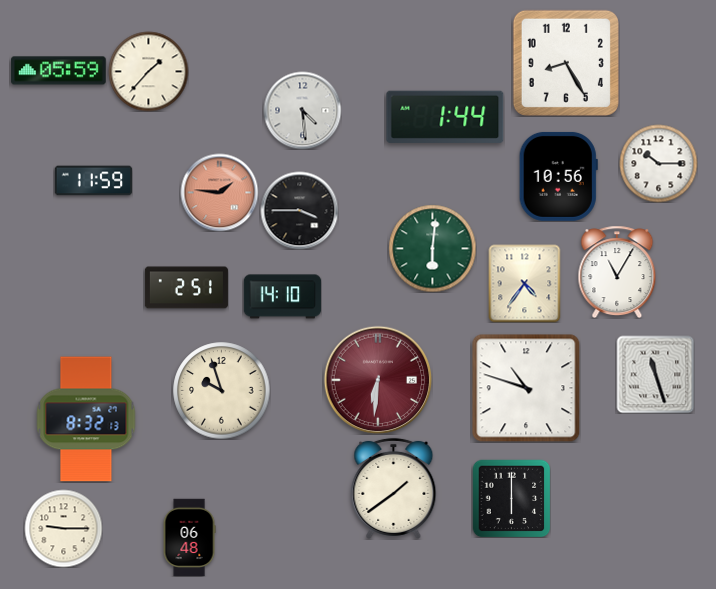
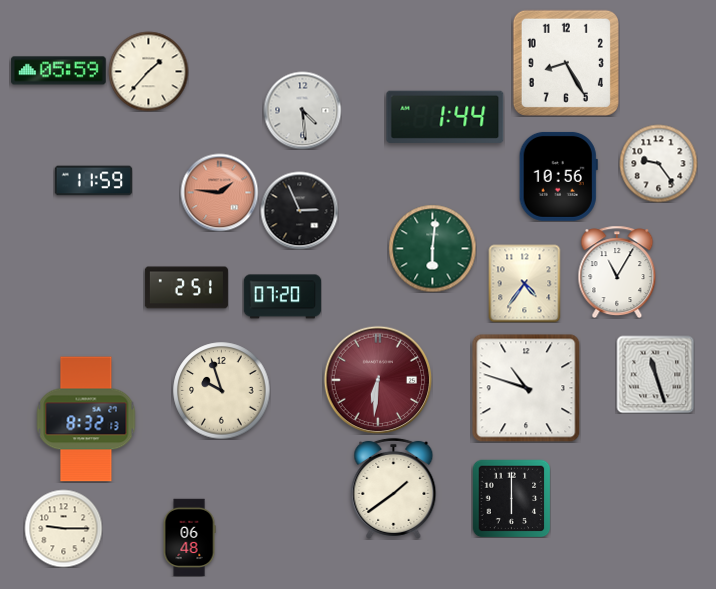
clock at (658, 163): 10:15 -> 9:24
clock at (299, 210): 3:45 -> 2:56
clock at (282, 297): 14:10 -> 07:20
